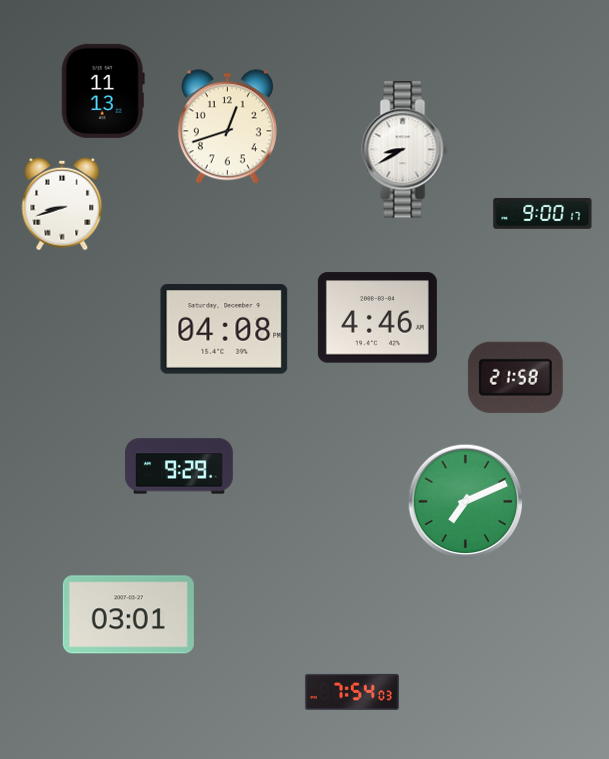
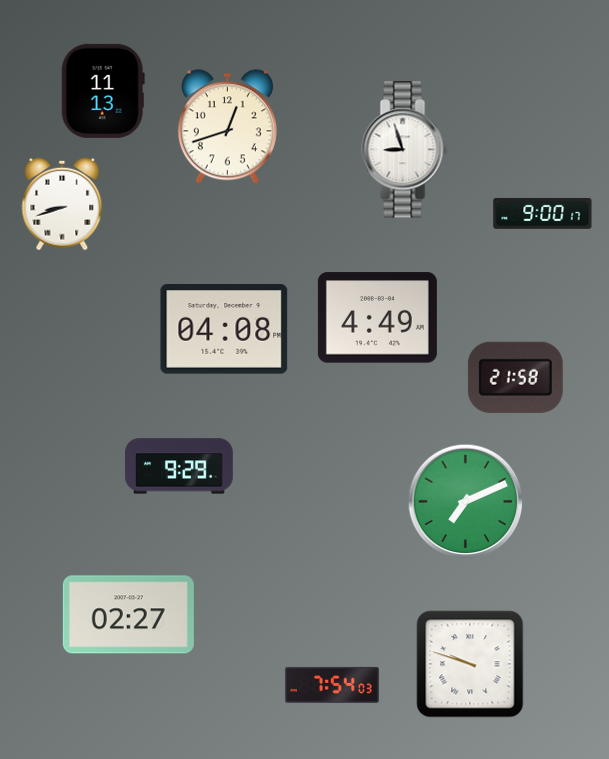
clock at (405, 150): 8:40 -> 8:57
clock at (377, 318): 4:46 -> 4:49
clock at (128, 615): 03:01 -> 02:27
clock at (470, 664): none -> 9:48
clock at (352, 692) position: (352, 692) -> (332, 685)
